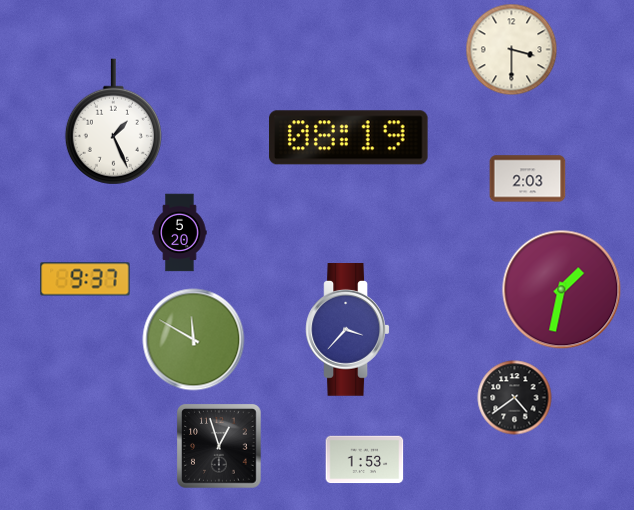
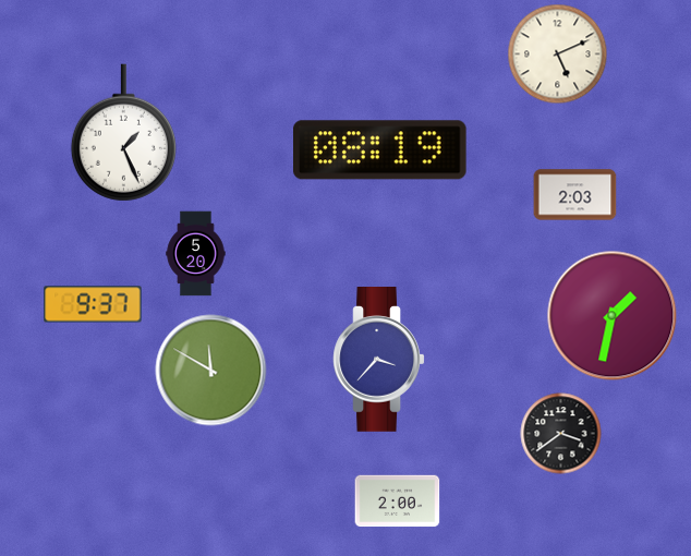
clock at (512, 50): 3:30 -> 5:11
clock at (515, 398): 4:39 -> 3:39
clock at (219, 446): 12:57 -> none
clock at (365, 460): 1:53 -> 2:00
